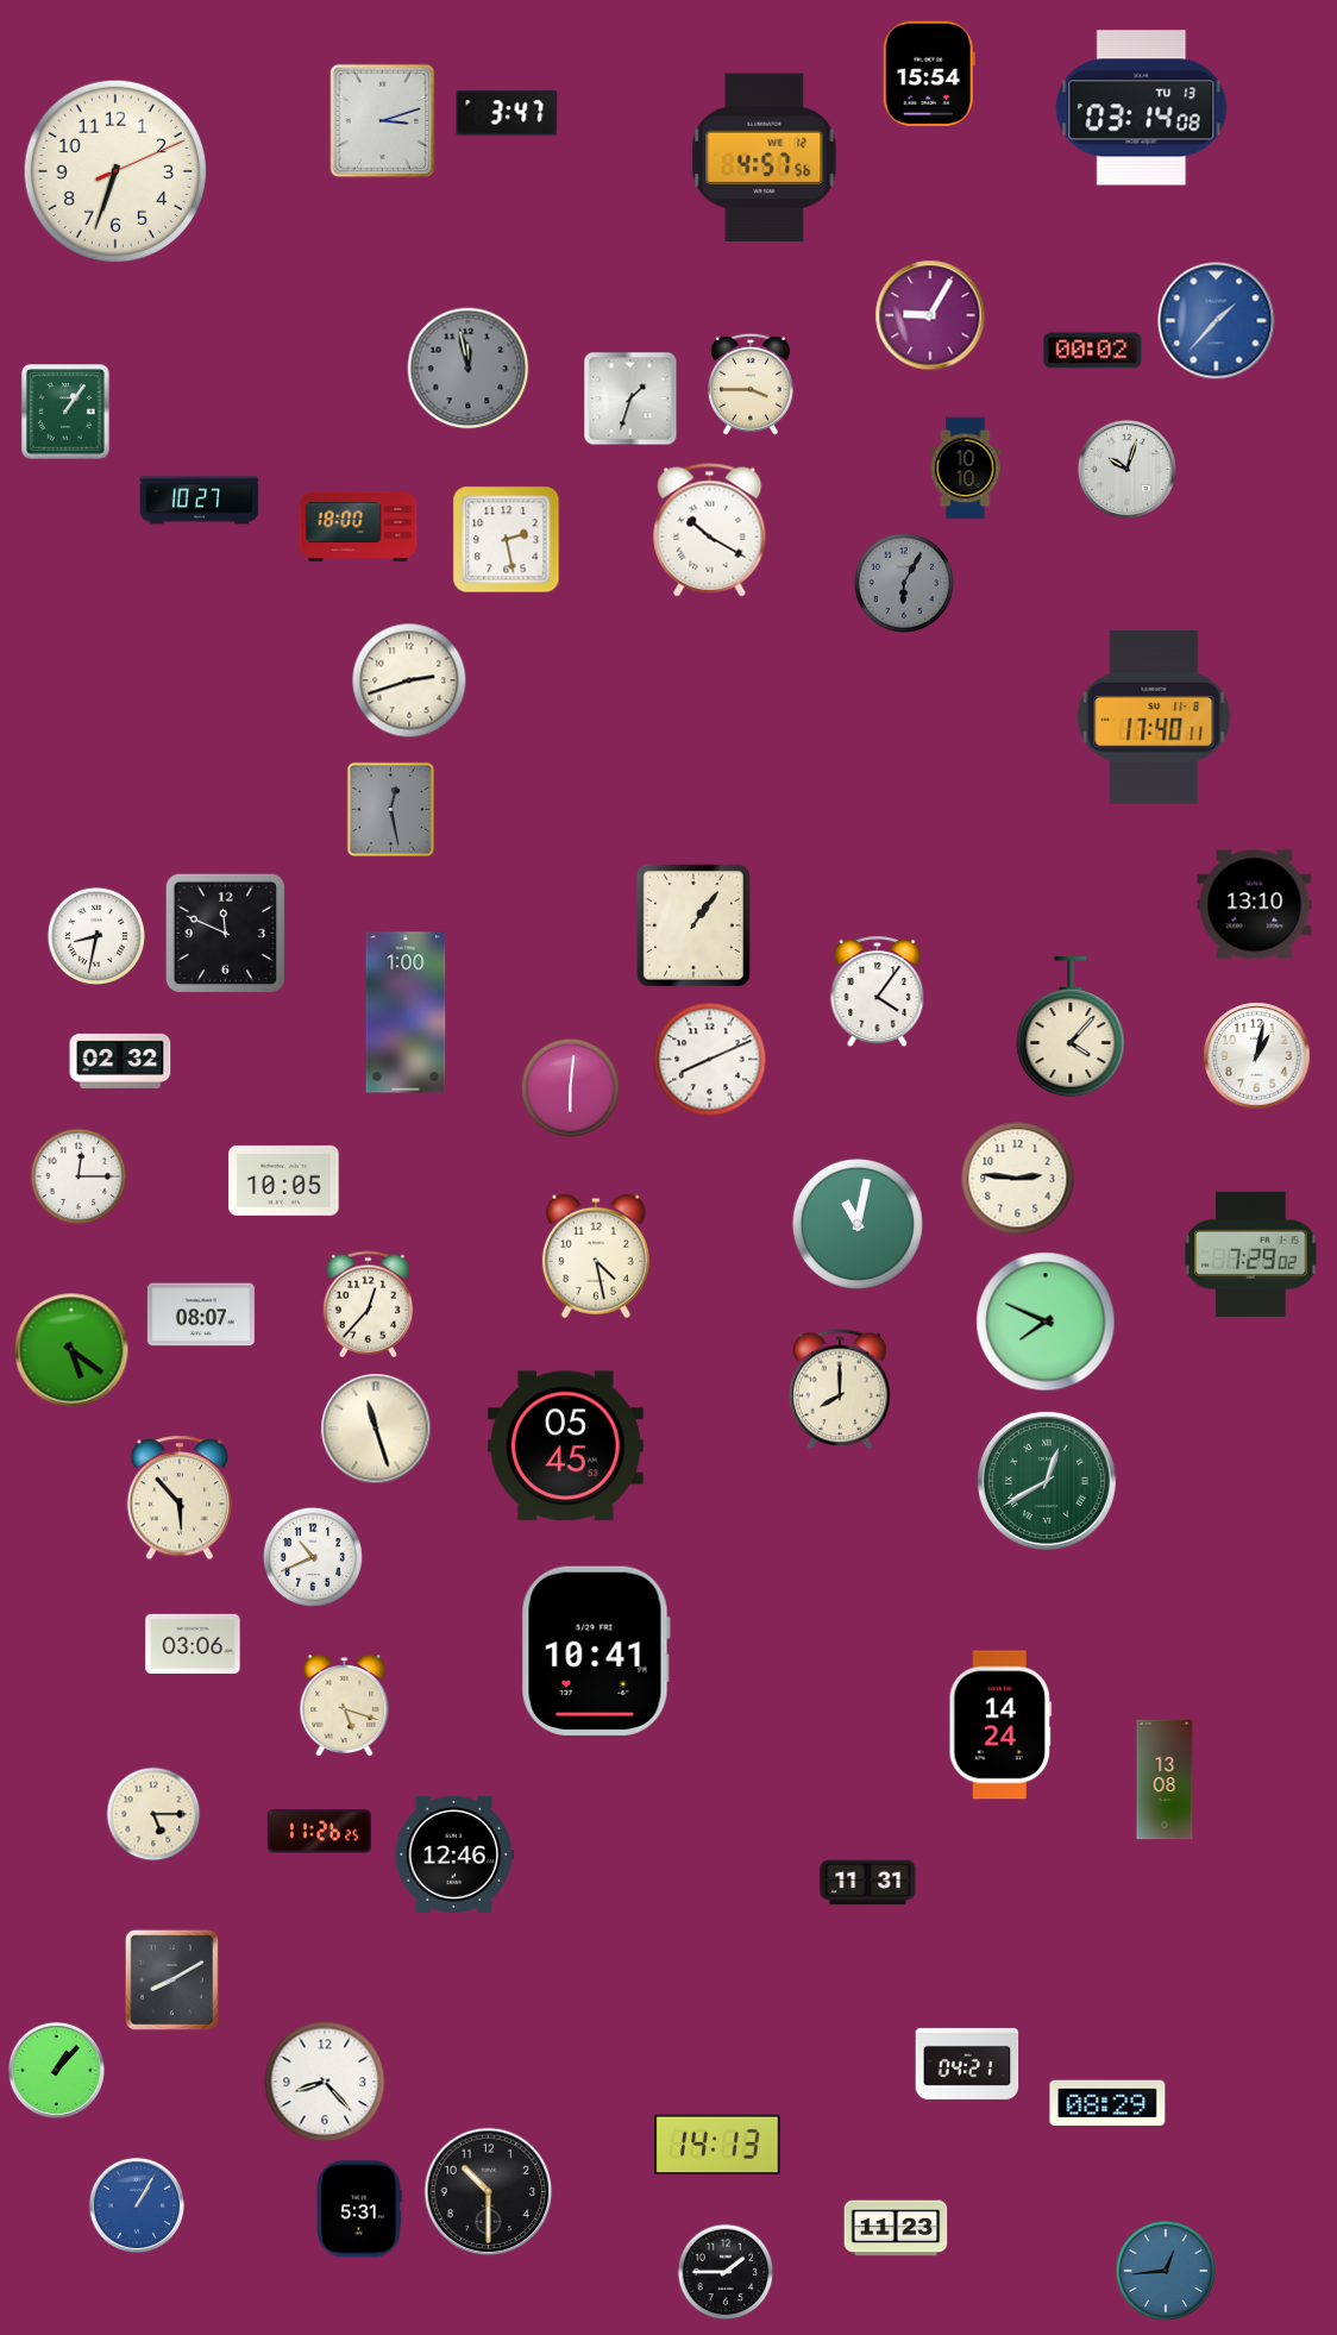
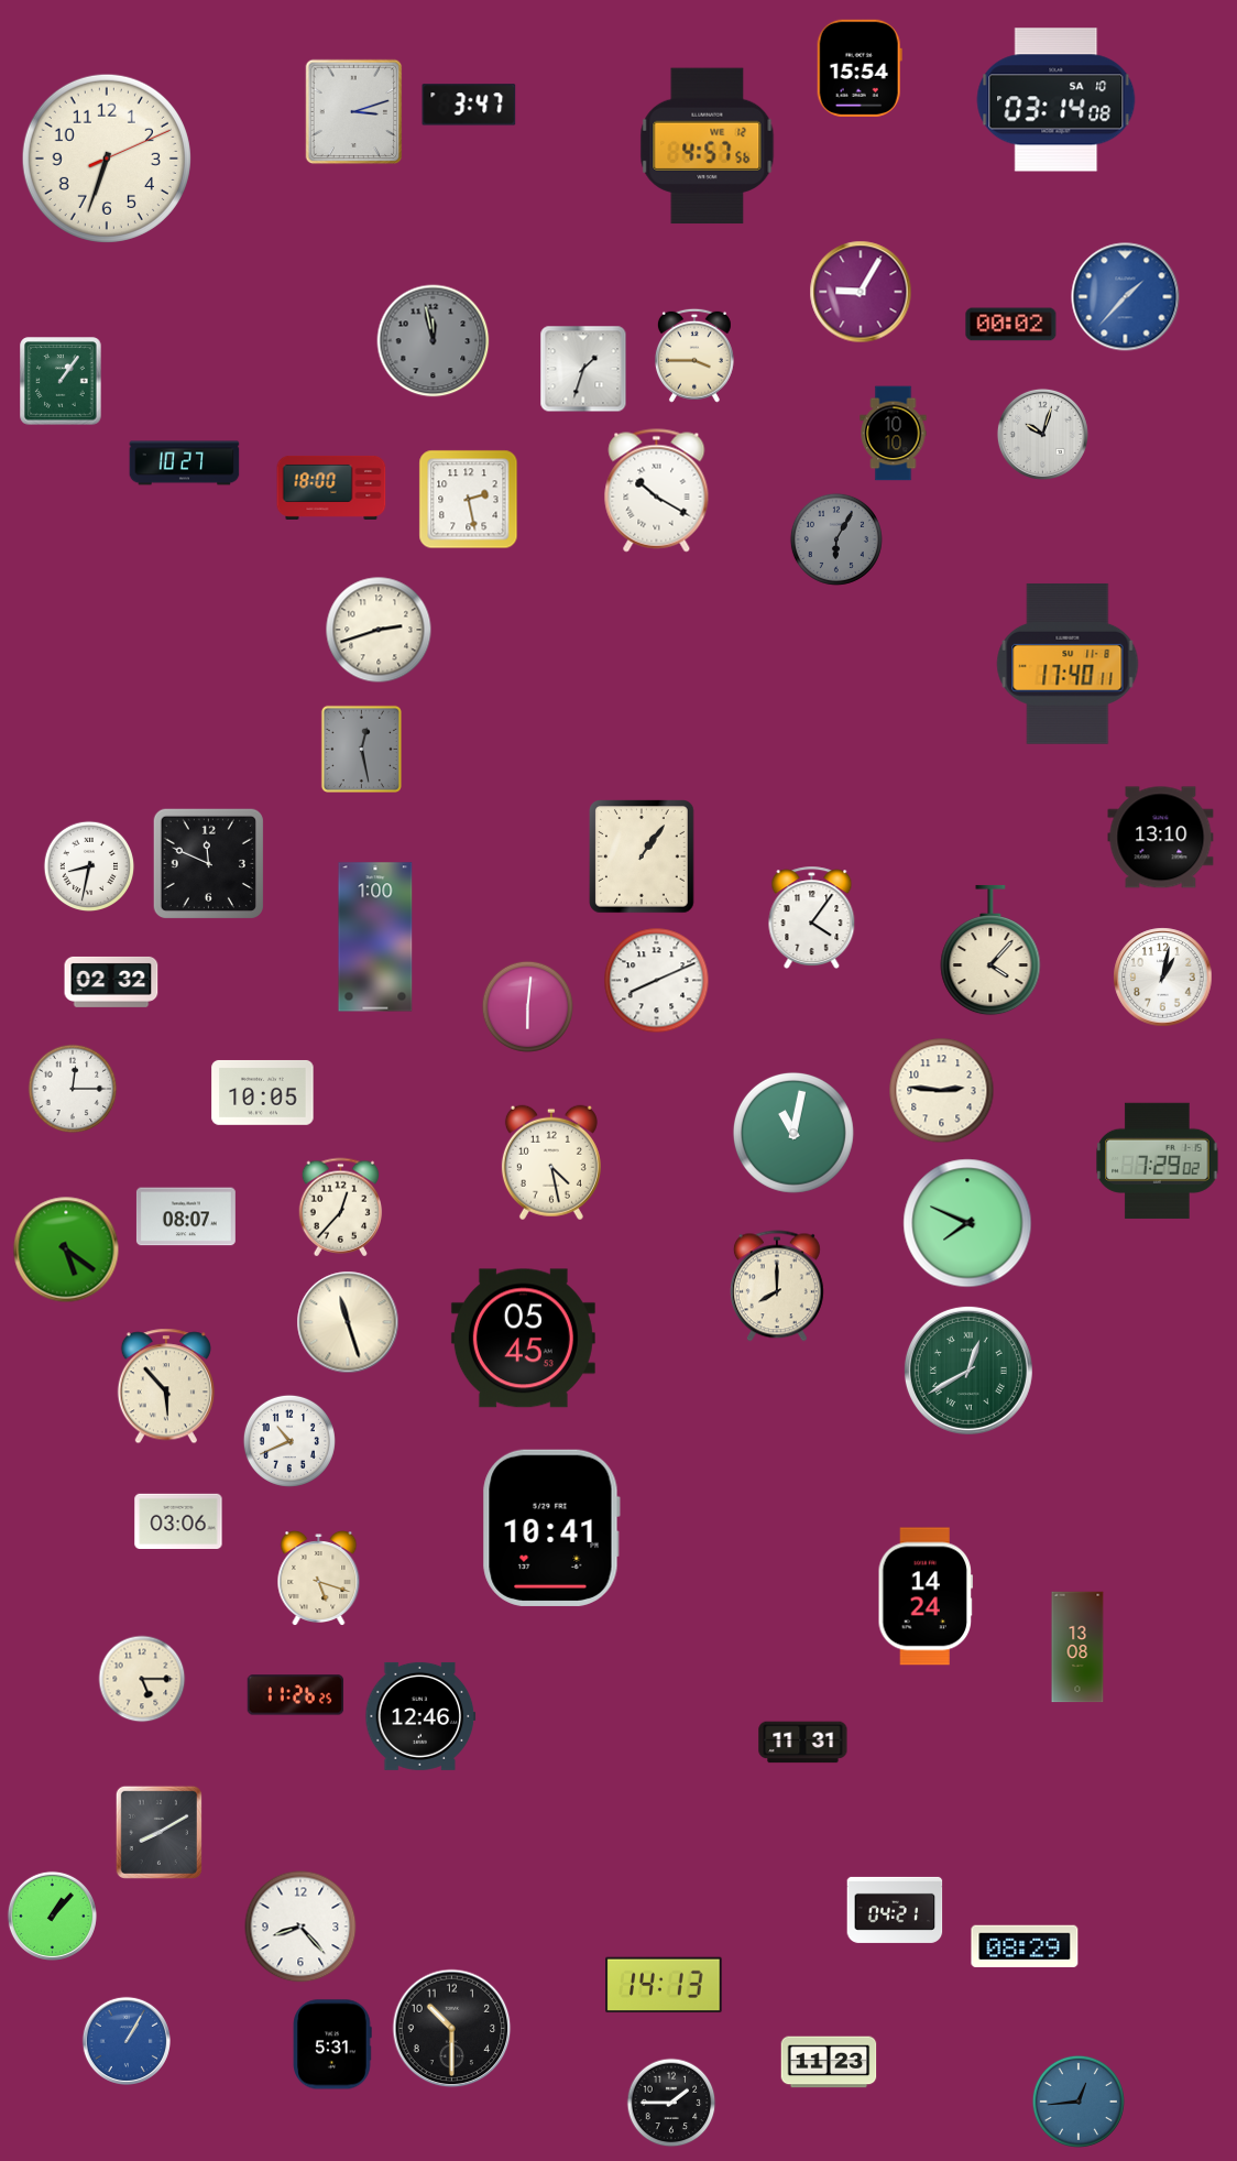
clock at (1142, 108) date: TU 13 -> SA 10
